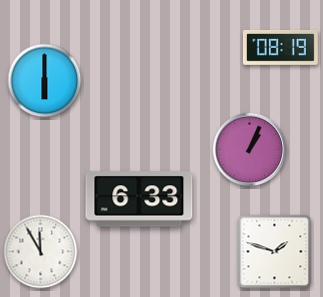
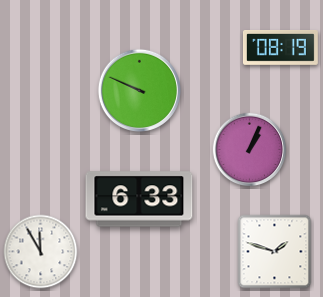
clock at (45, 81): 6:00 -> none
clock at (139, 90): none -> 9:49
